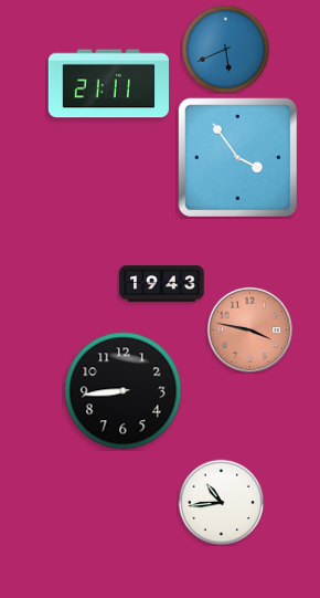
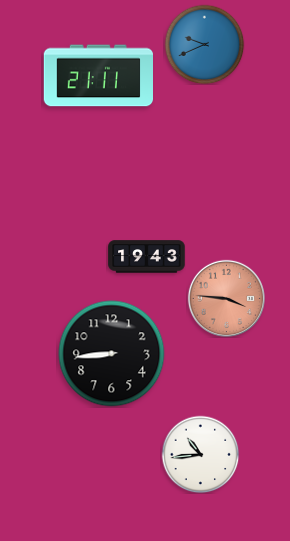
clock at (225, 49): 5:41 -> 9:41
clock at (237, 157): 3:54 -> none
clock at (249, 329): 3:47 -> 3:46
